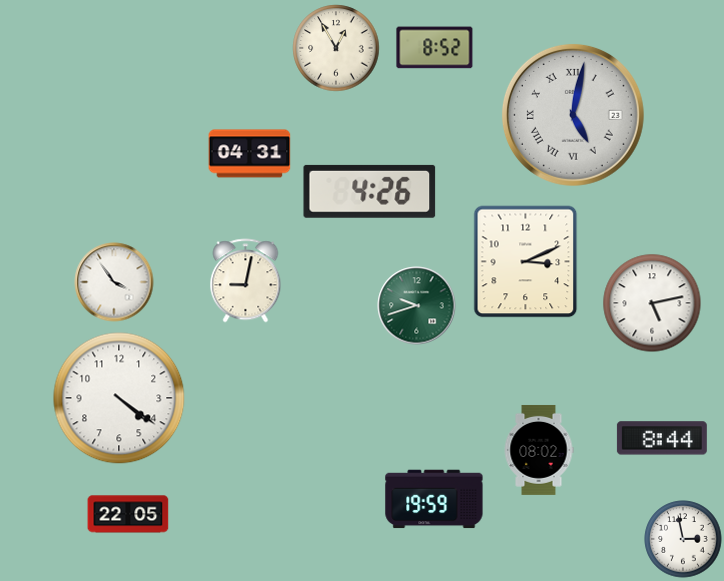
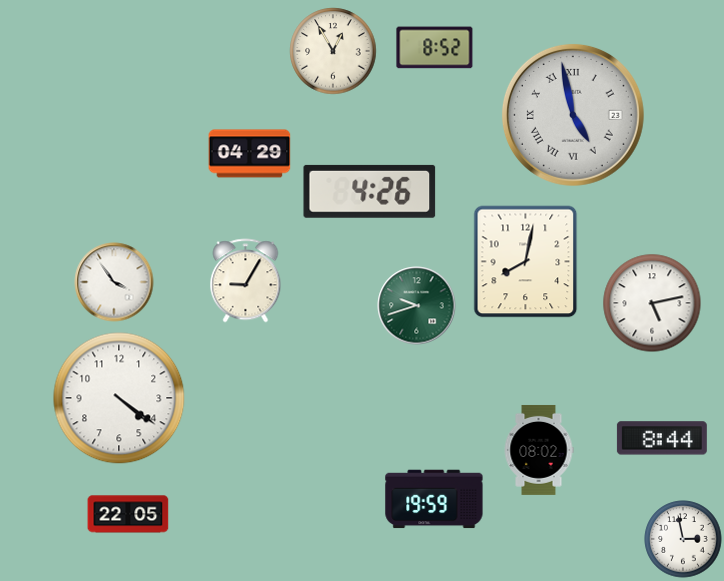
clock at (336, 48) position: (336, 48) -> (333, 51)
clock at (573, 115): 5:02 -> 4:58
clock at (250, 154): 04:31 -> 04:29
clock at (526, 262): 3:11 -> 8:02
clock at (246, 281): 9:02 -> 9:05
